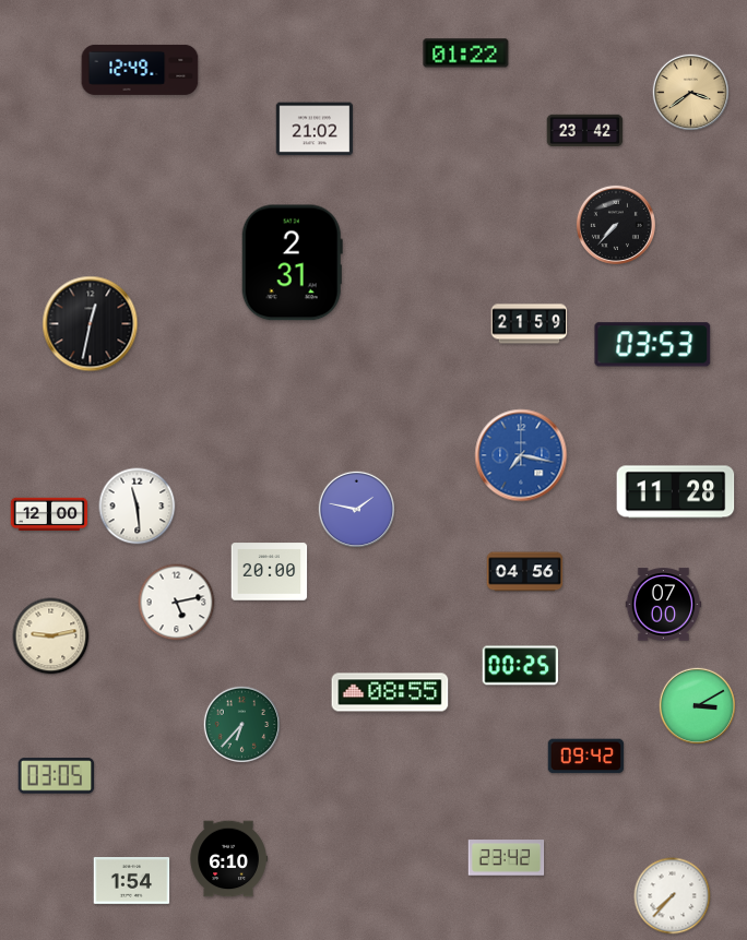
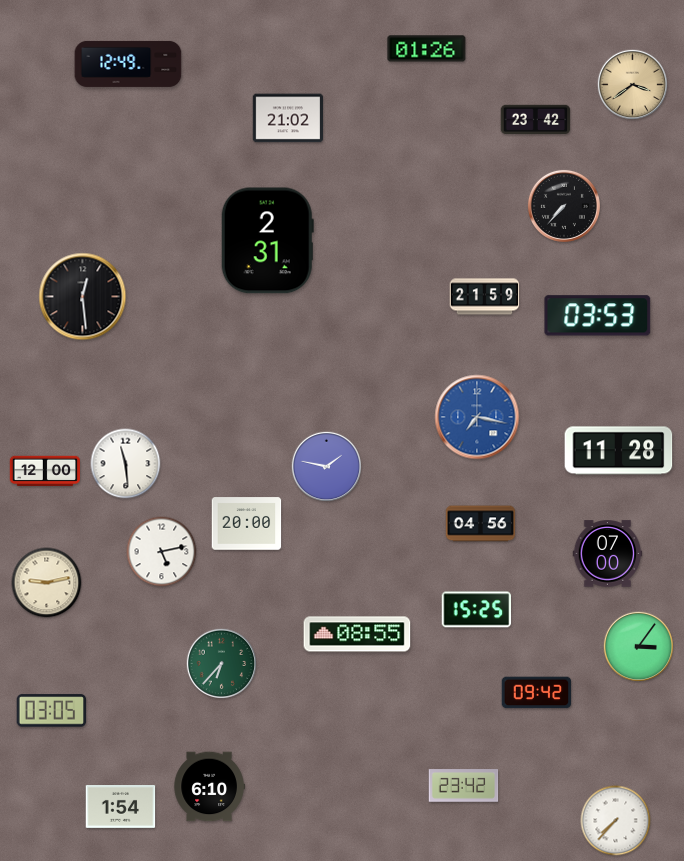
clock at (466, 53): 01:22 -> 01:26
clock at (91, 324): 12:32 -> 12:29
clock at (521, 666): 00:25 -> 15:25
clock at (698, 706): 3:10 -> 3:06
